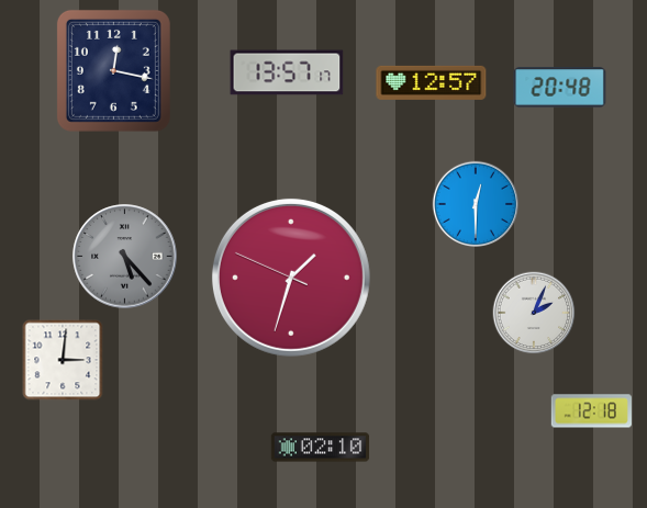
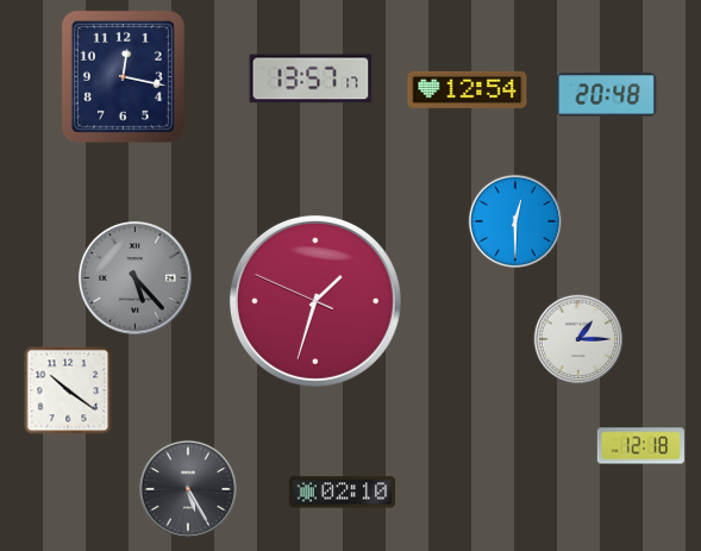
clock at (432, 82): 12:57 -> 12:54
clock at (534, 313): 2:04 -> 1:15
clock at (63, 360): 3:01 -> 10:21
clock at (321, 448) position: (321, 448) -> (343, 493)
clock at (188, 489): none -> 5:25
